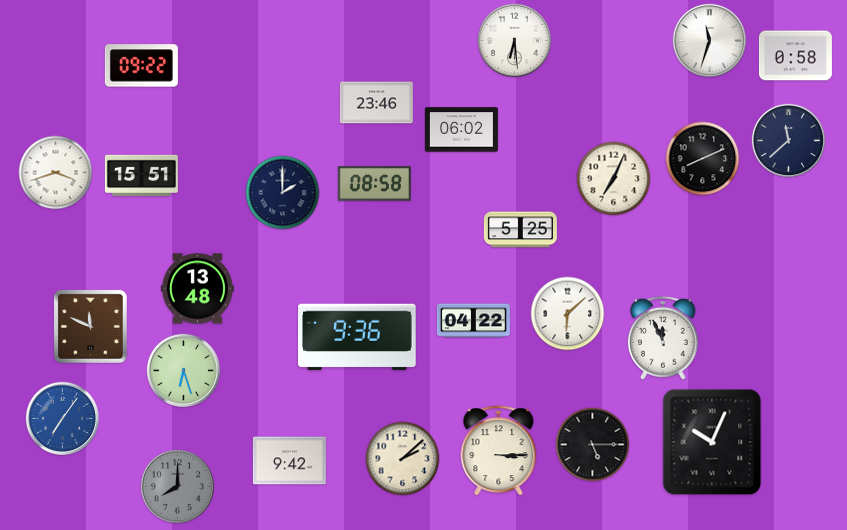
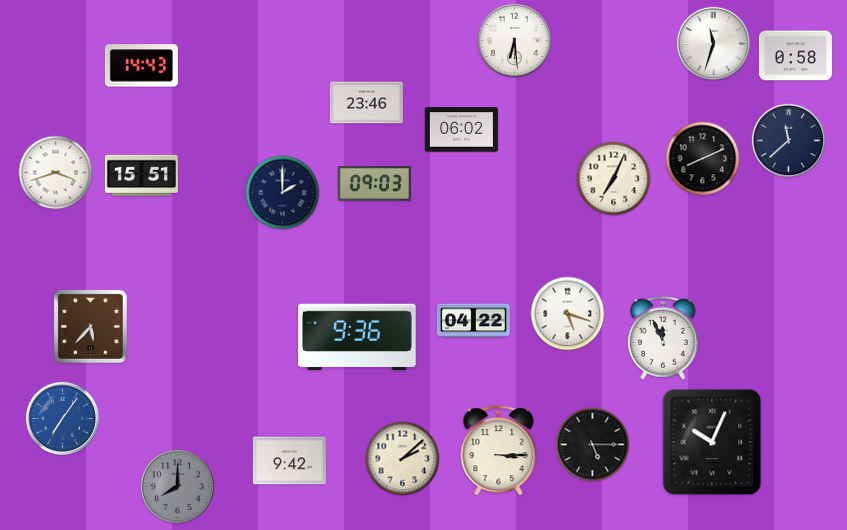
clock at (709, 40) position: (709, 40) -> (713, 43)
clock at (141, 66): 09:22 -> 14:43
clock at (376, 103) position: (376, 103) -> (366, 103)
clock at (374, 184): 08:58 -> 09:03
clock at (520, 230): 5:25 -> none
clock at (197, 289): 13:48 -> none
clock at (568, 314): 6:08 -> 5:18
clock at (90, 326): 11:49 -> 5:37
clock at (183, 370): 6:27 -> none
